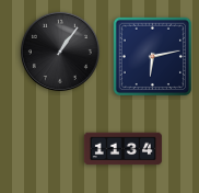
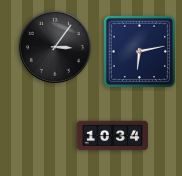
clock at (60, 52): 1:06 -> 3:06
clock at (122, 149): 11:34 -> 10:34
